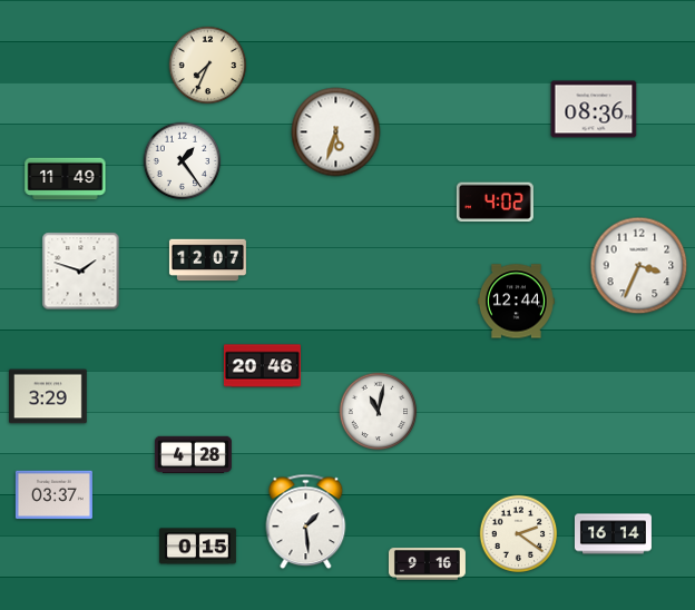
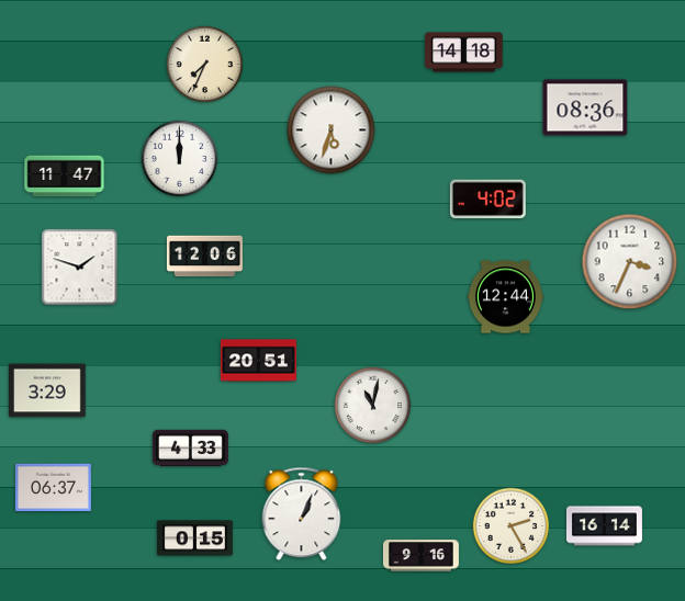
clock at (464, 53): none -> 14:18
clock at (183, 161): 1:24 -> 12:00
clock at (66, 179): 11:49 -> 11:47
clock at (207, 260): 12:07 -> 12:06
clock at (516, 302) position: (516, 302) -> (505, 297)
clock at (262, 366): 20:46 -> 20:51
clock at (193, 455): 4:28 -> 4:33
clock at (53, 495): 03:37 -> 06:37
clock at (306, 522): 1:29 -> 1:04
clock at (519, 534): 2:21 -> 2:25
